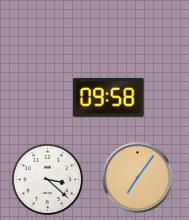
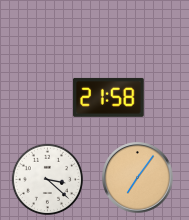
clock at (109, 97): 09:58 -> 21:58
